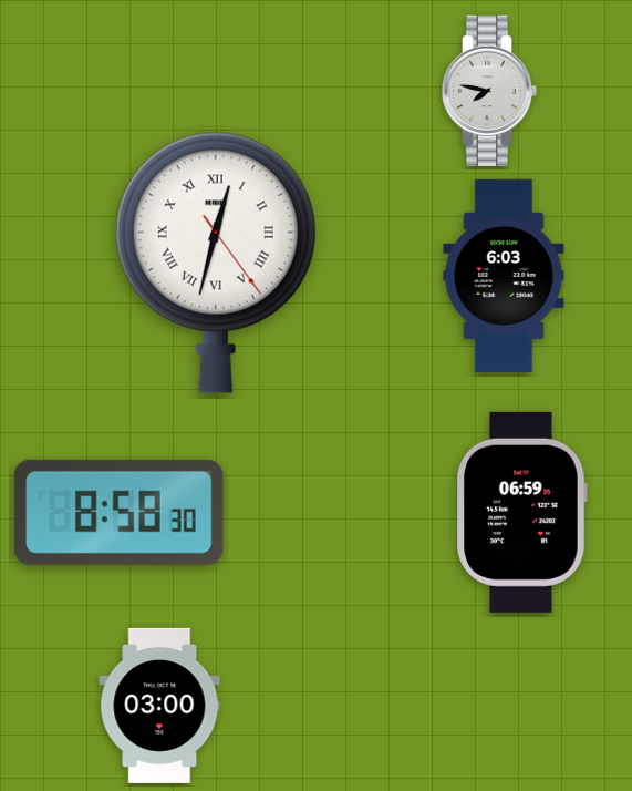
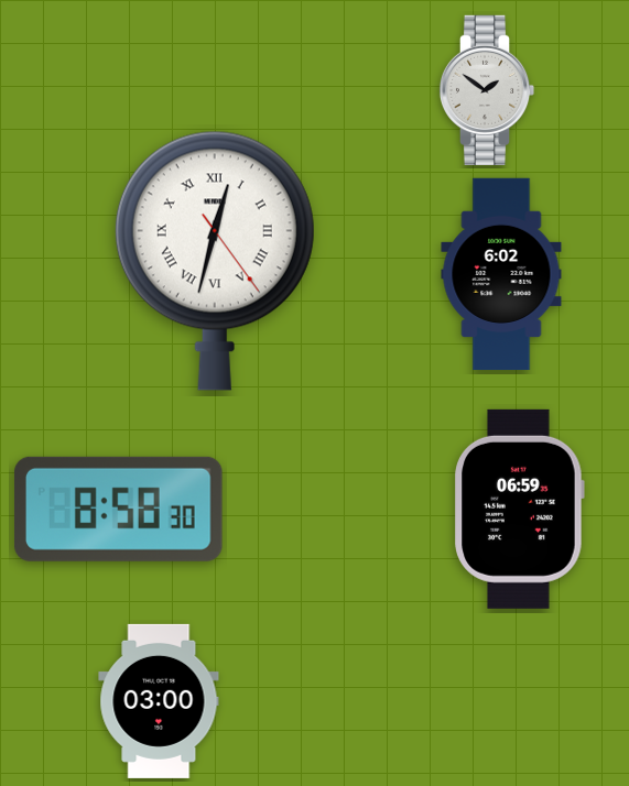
clock at (489, 91): 7:47 -> 1:51
clock at (504, 276): 6:03 -> 6:02
